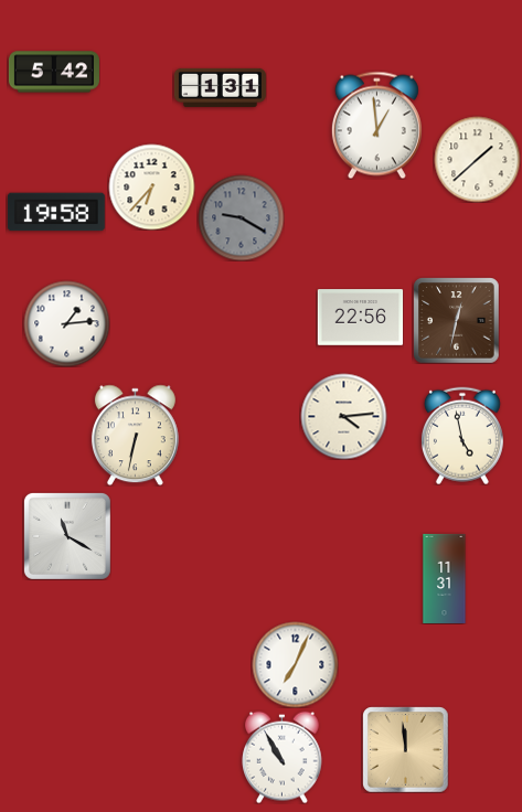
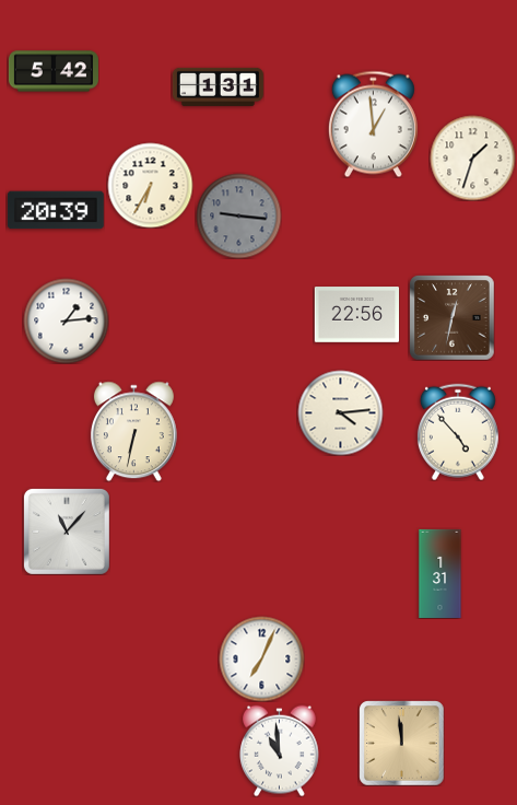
clock at (477, 159): 1:38 -> 1:33
clock at (151, 186): 6:37 -> 6:35
clock at (56, 212): 19:58 -> 20:39
clock at (241, 217): 9:20 -> 9:16
clock at (462, 436): 4:58 -> 4:53
clock at (67, 536): 11:20 -> 11:07
clock at (445, 578): 11:31 -> 1:31
clock at (295, 664) position: (295, 664) -> (261, 658)
clock at (283, 757): 10:55 -> 10:59
